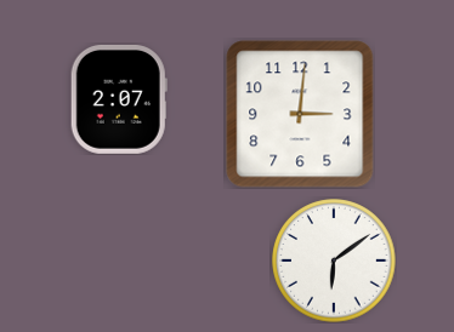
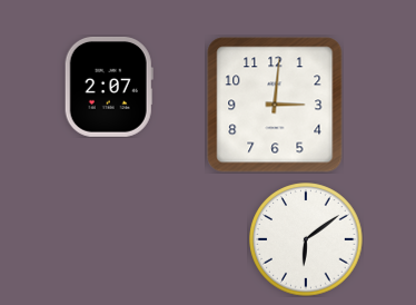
clock at (119, 99) position: (119, 99) -> (109, 87)
